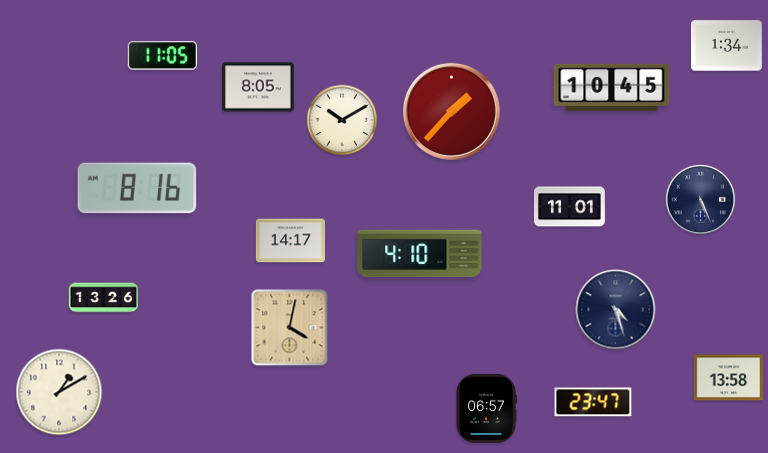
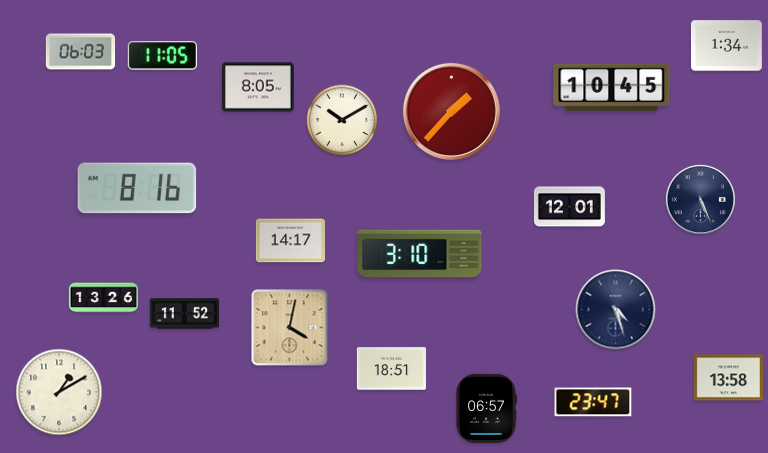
clock at (80, 52): none -> 06:03
clock at (569, 207): 11:01 -> 12:01
clock at (420, 254): 4:10 -> 3:10
clock at (184, 314): none -> 11:52
clock at (391, 369): none -> 18:51
